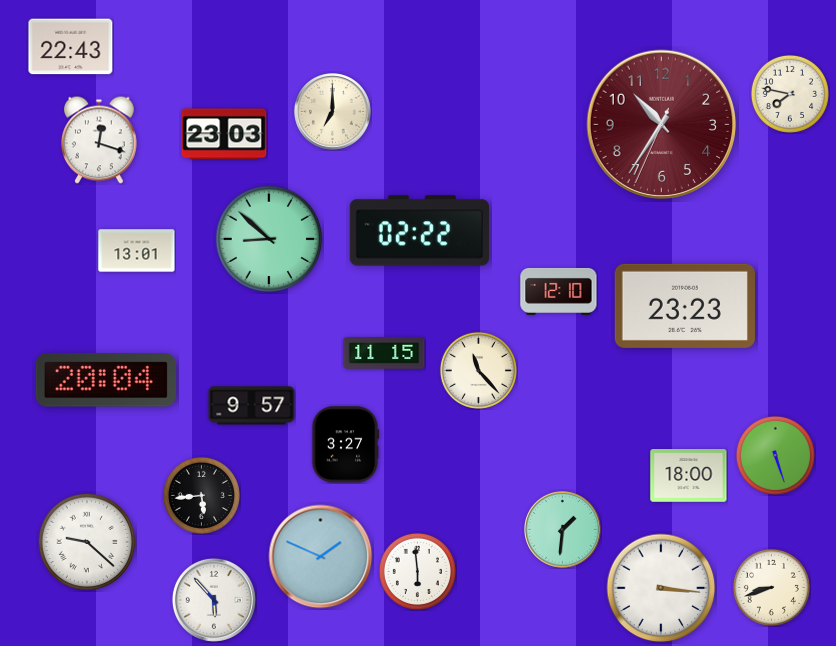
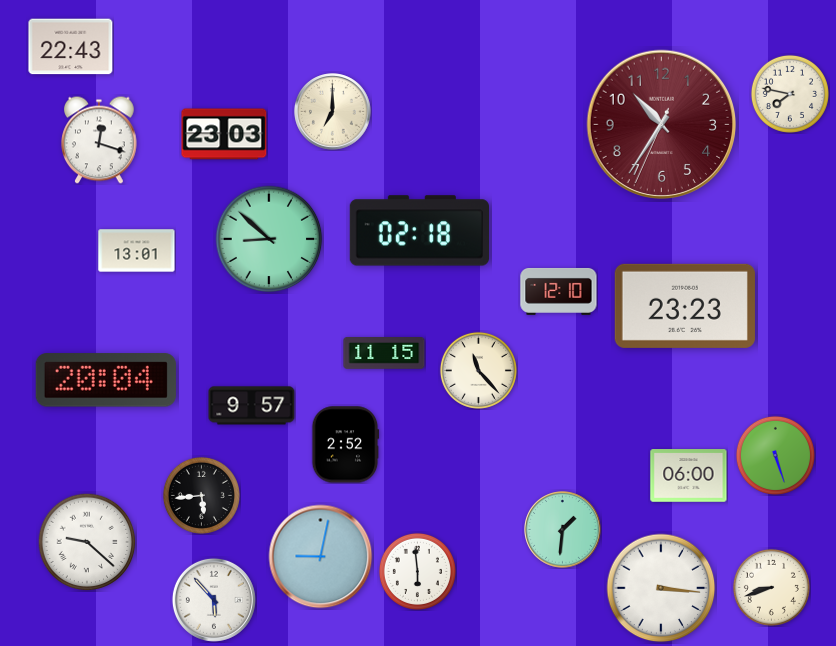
clock at (419, 231): 02:22 -> 02:18
clock at (345, 445): 3:27 -> 2:52
clock at (689, 476): 18:00 -> 06:00
clock at (321, 557): 1:49 -> 9:02
